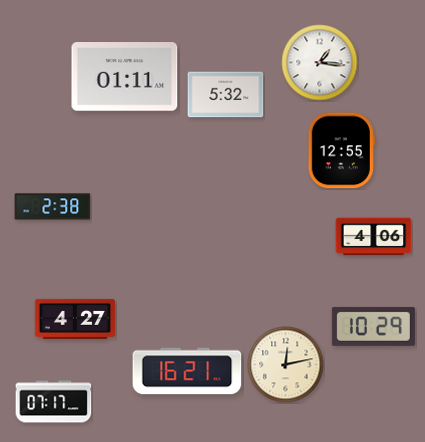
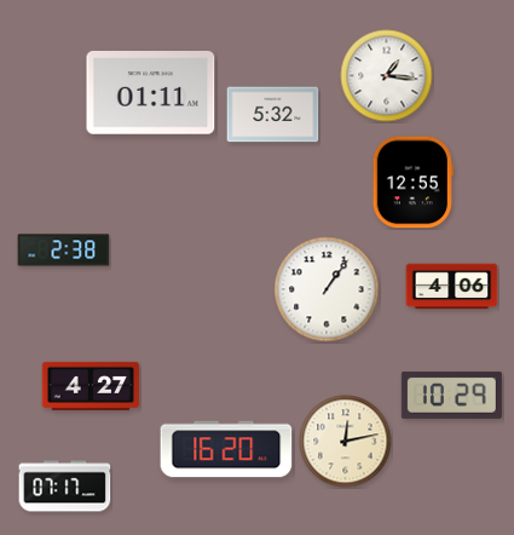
clock at (327, 289): none -> 1:06
clock at (187, 371): 16:21 -> 16:20
